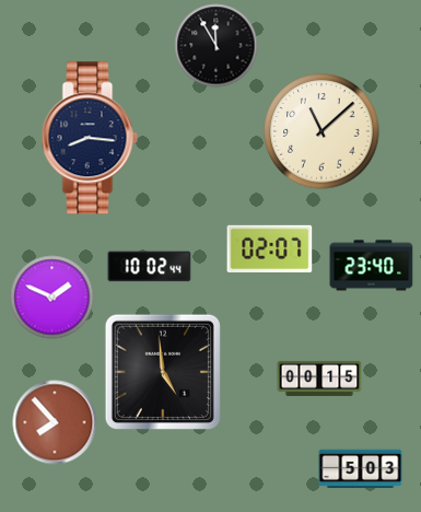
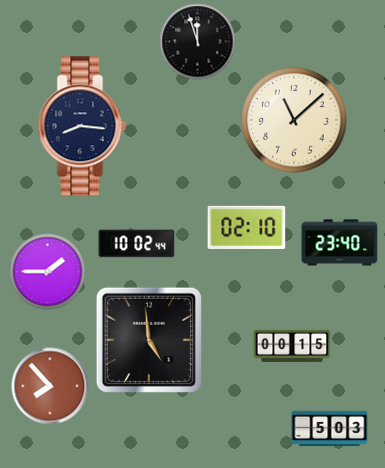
clock at (217, 46): 11:55 -> 11:57
clock at (270, 248): 02:07 -> 02:10
clock at (52, 298): 1:49 -> 1:45
